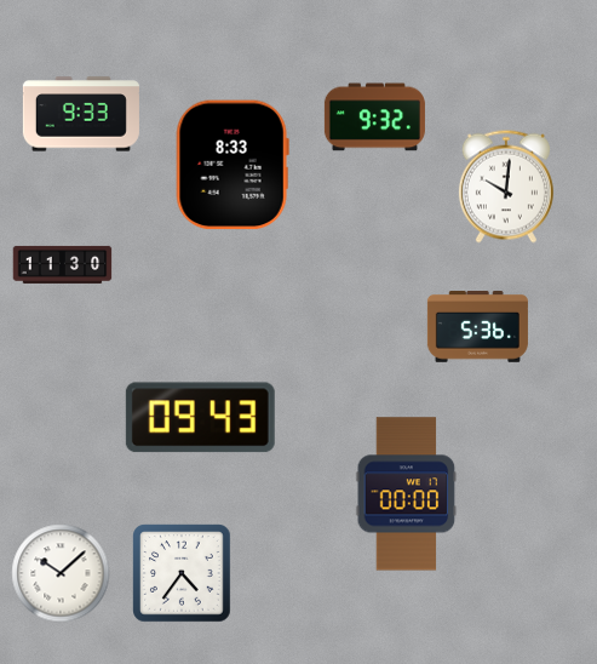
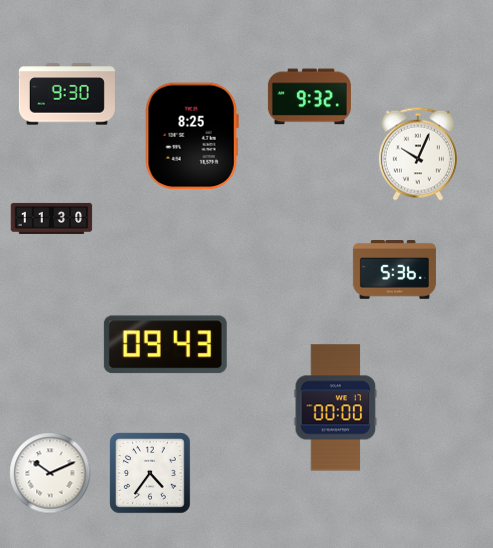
clock at (81, 114): 9:33 -> 9:30
clock at (233, 165): 8:33 -> 8:25
clock at (506, 187): 10:01 -> 10:04
clock at (61, 573): 10:08 -> 10:11
